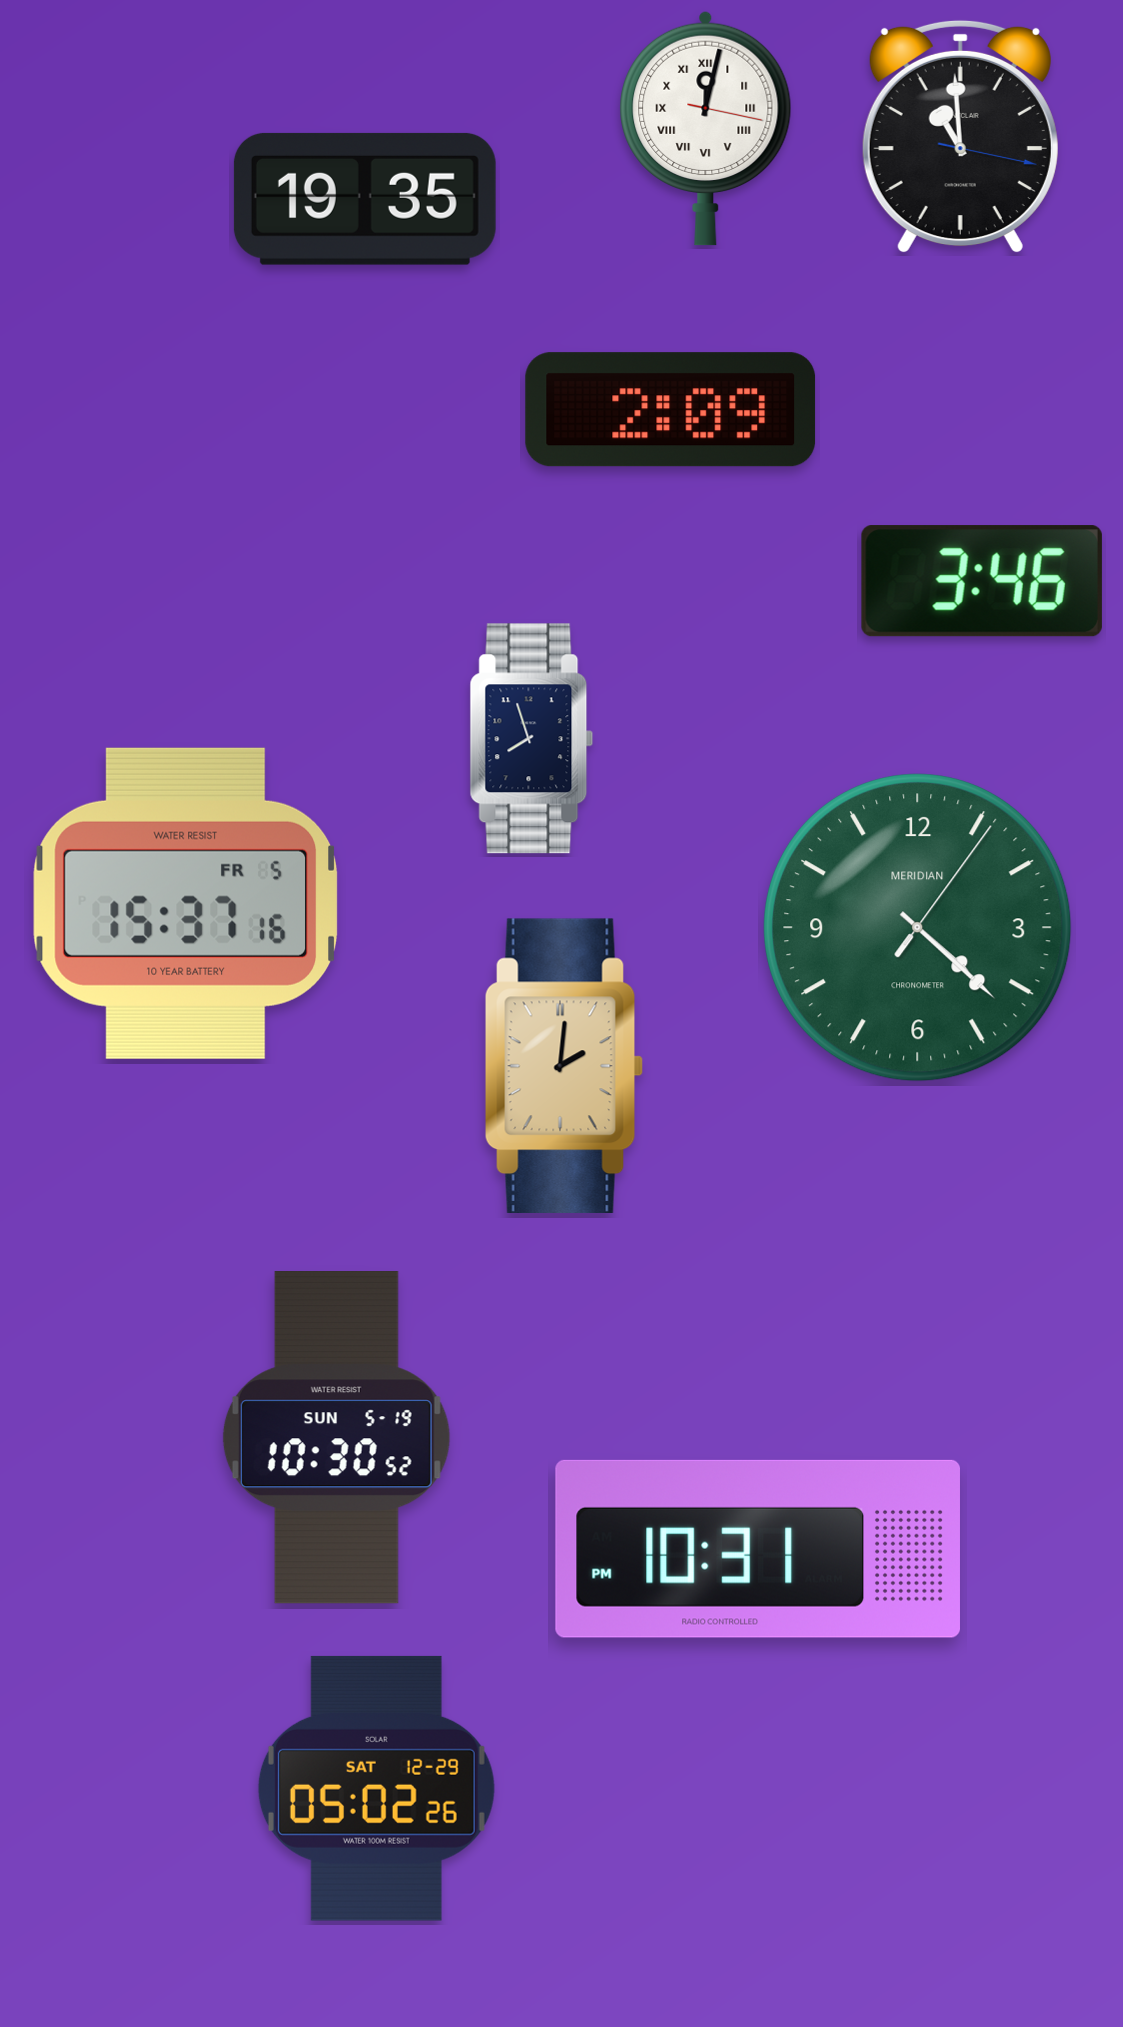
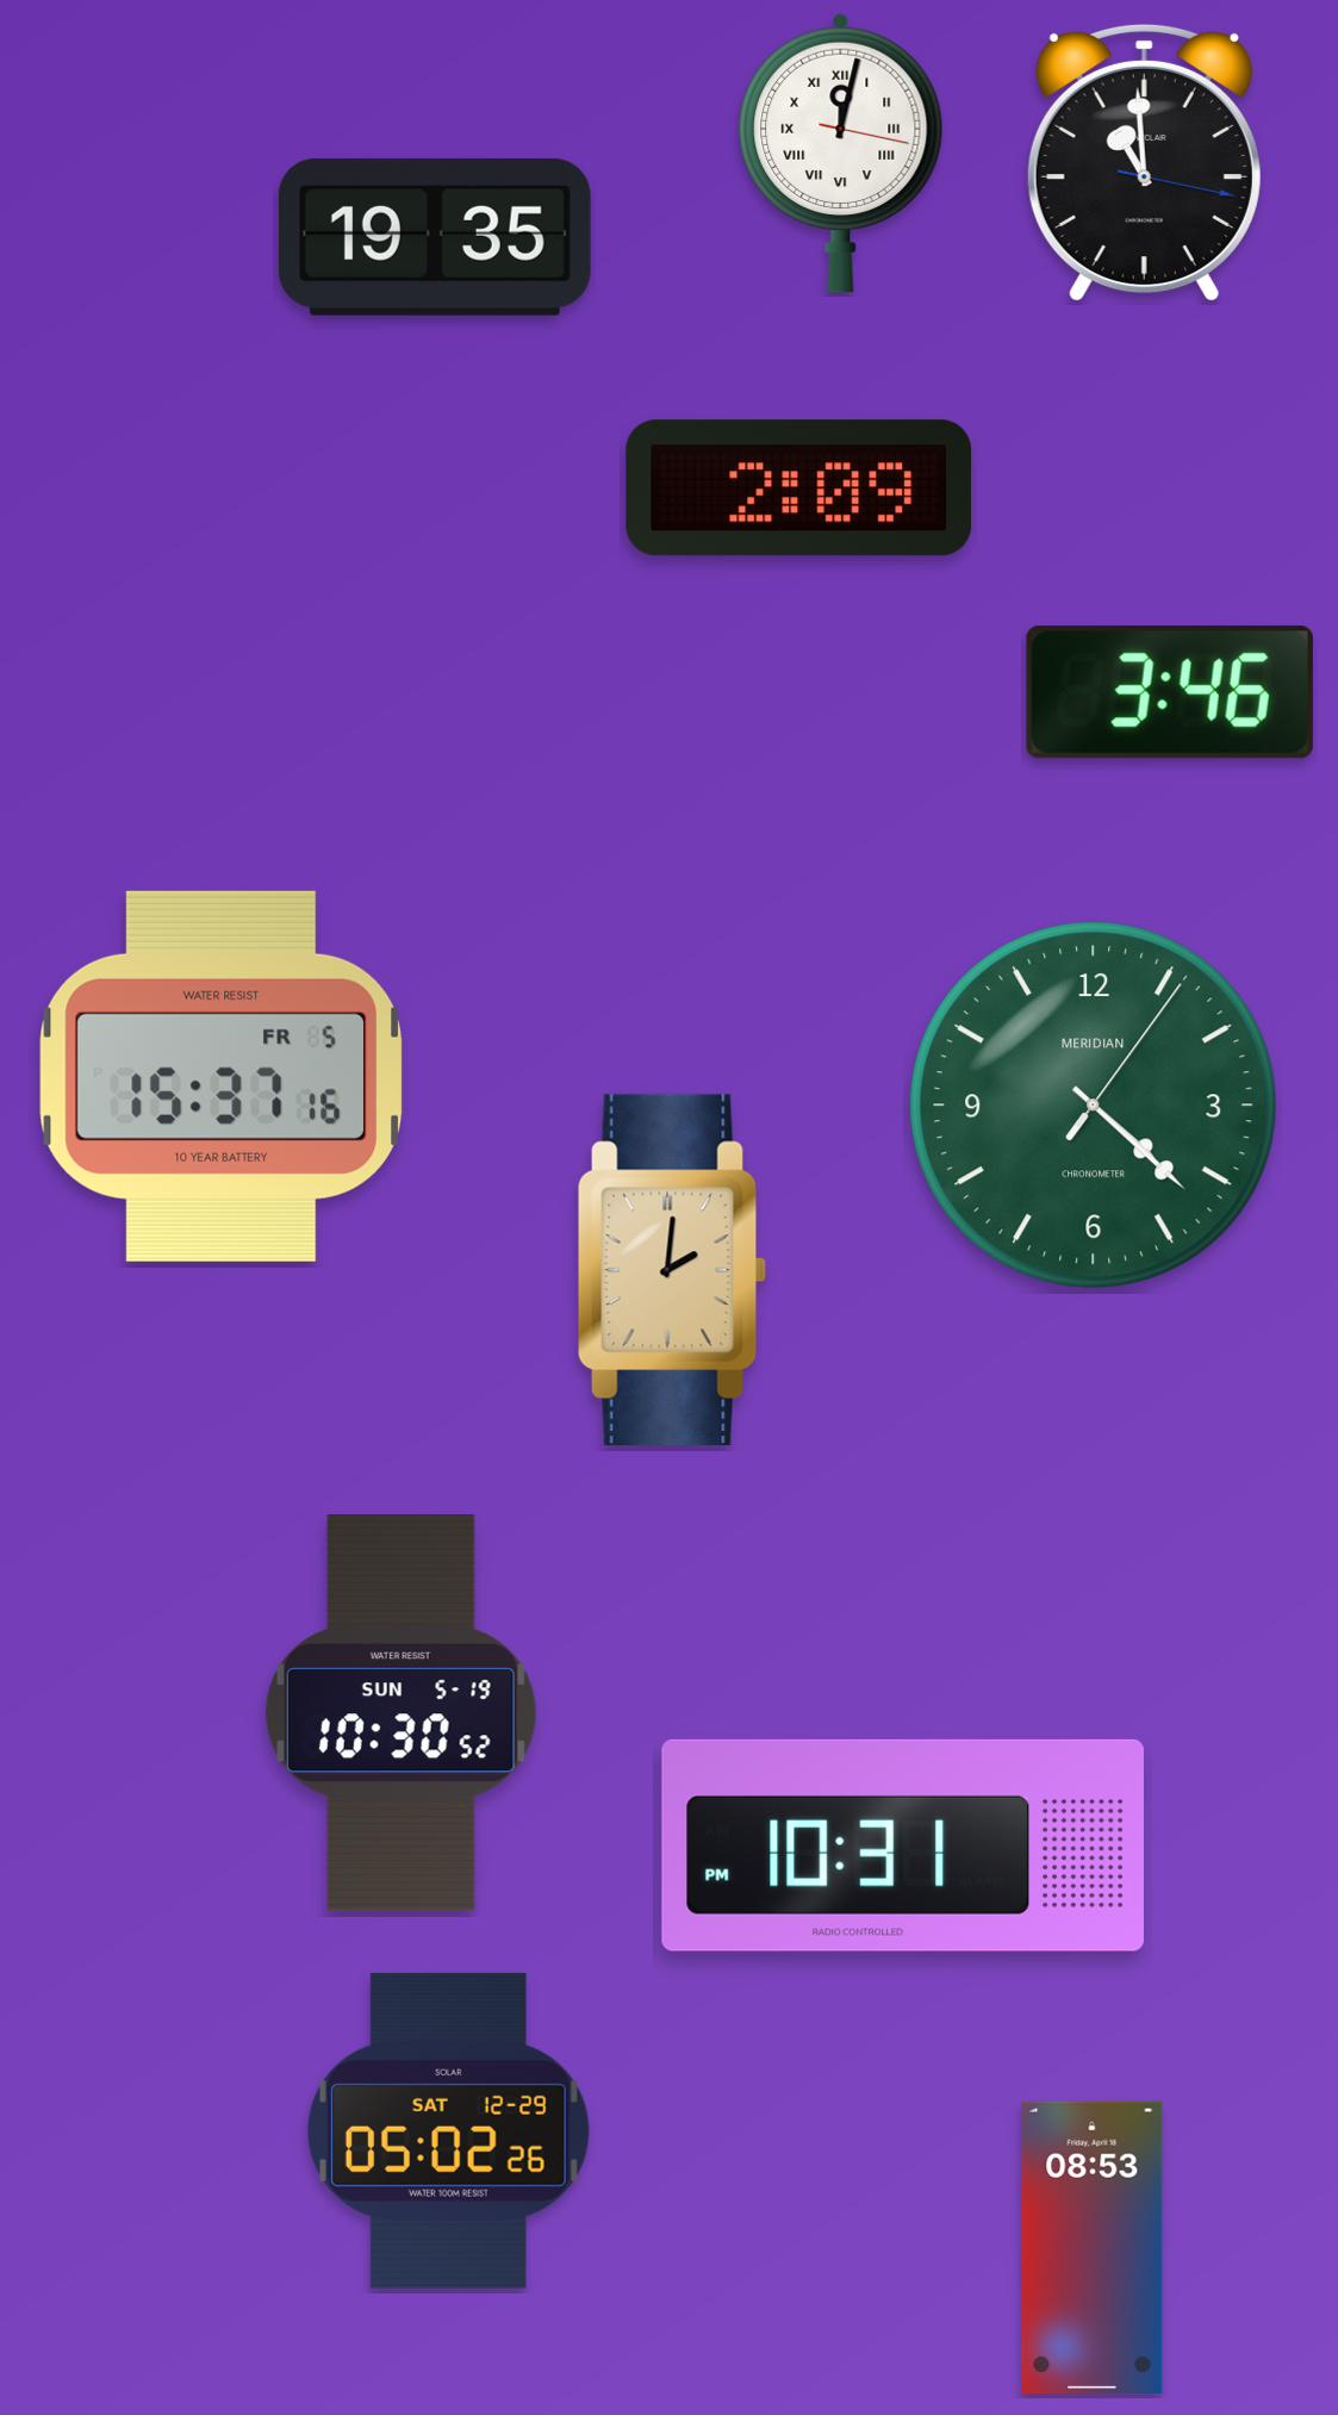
clock at (532, 739): 7:57 -> none
clock at (1093, 2247): none -> 08:53
